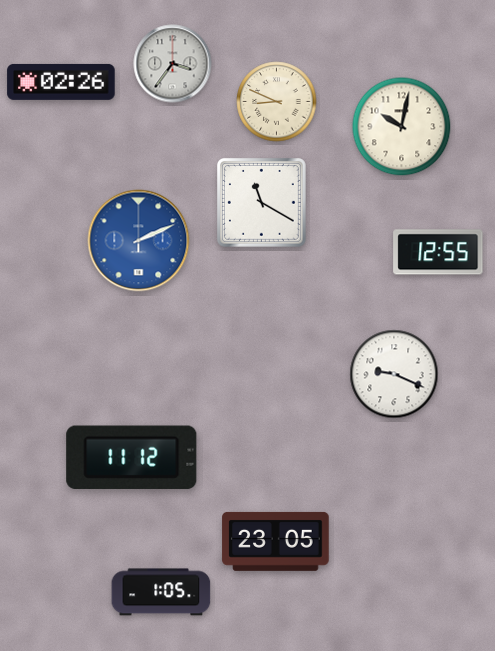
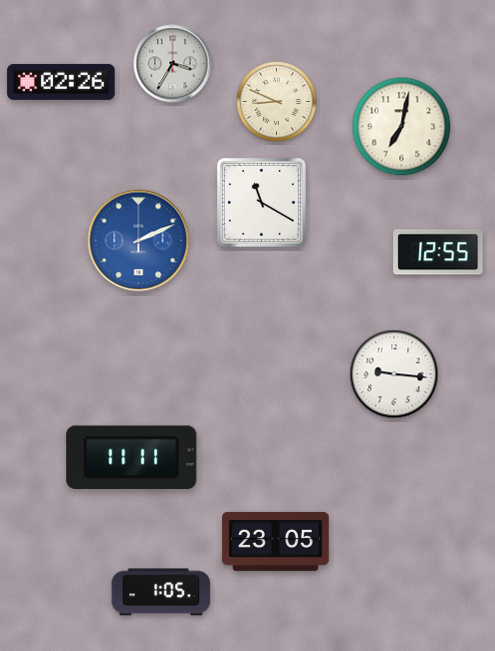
clock at (173, 64): 3:36 -> 3:35
clock at (402, 127): 10:02 -> 7:02
clock at (394, 374): 9:19 -> 9:16
clock at (132, 457): 11:12 -> 11:11
